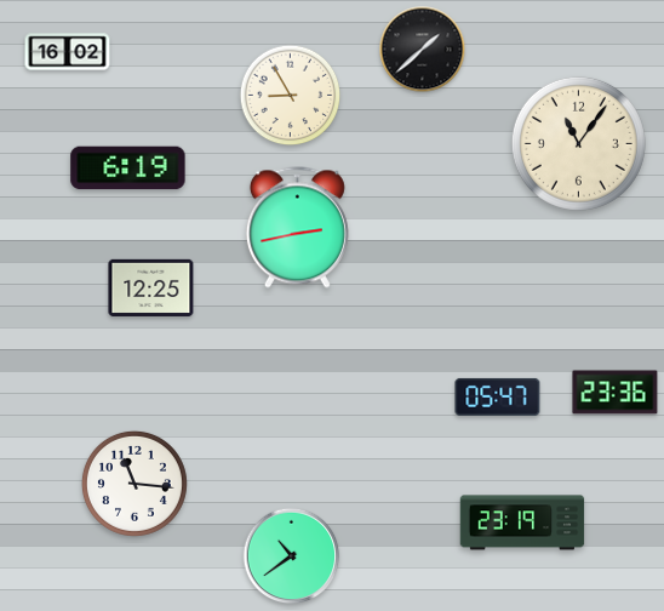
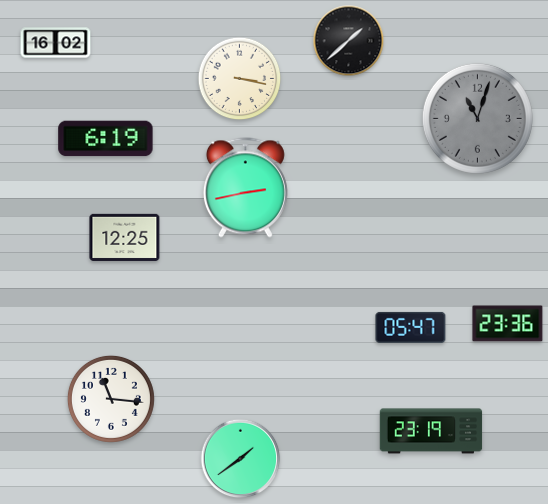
clock at (291, 96): 8:55 -> 3:17
clock at (578, 143): 11:06 -> 11:03
clock at (578, 143) dial: cream -> grey
clock at (292, 556): 10:39 -> 1:39
